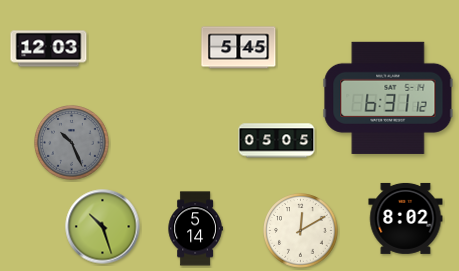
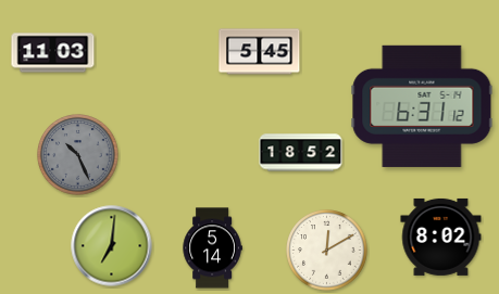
clock at (49, 49): 12:03 -> 11:03
clock at (277, 141): 05:05 -> 18:52
clock at (103, 227): 10:27 -> 7:01
